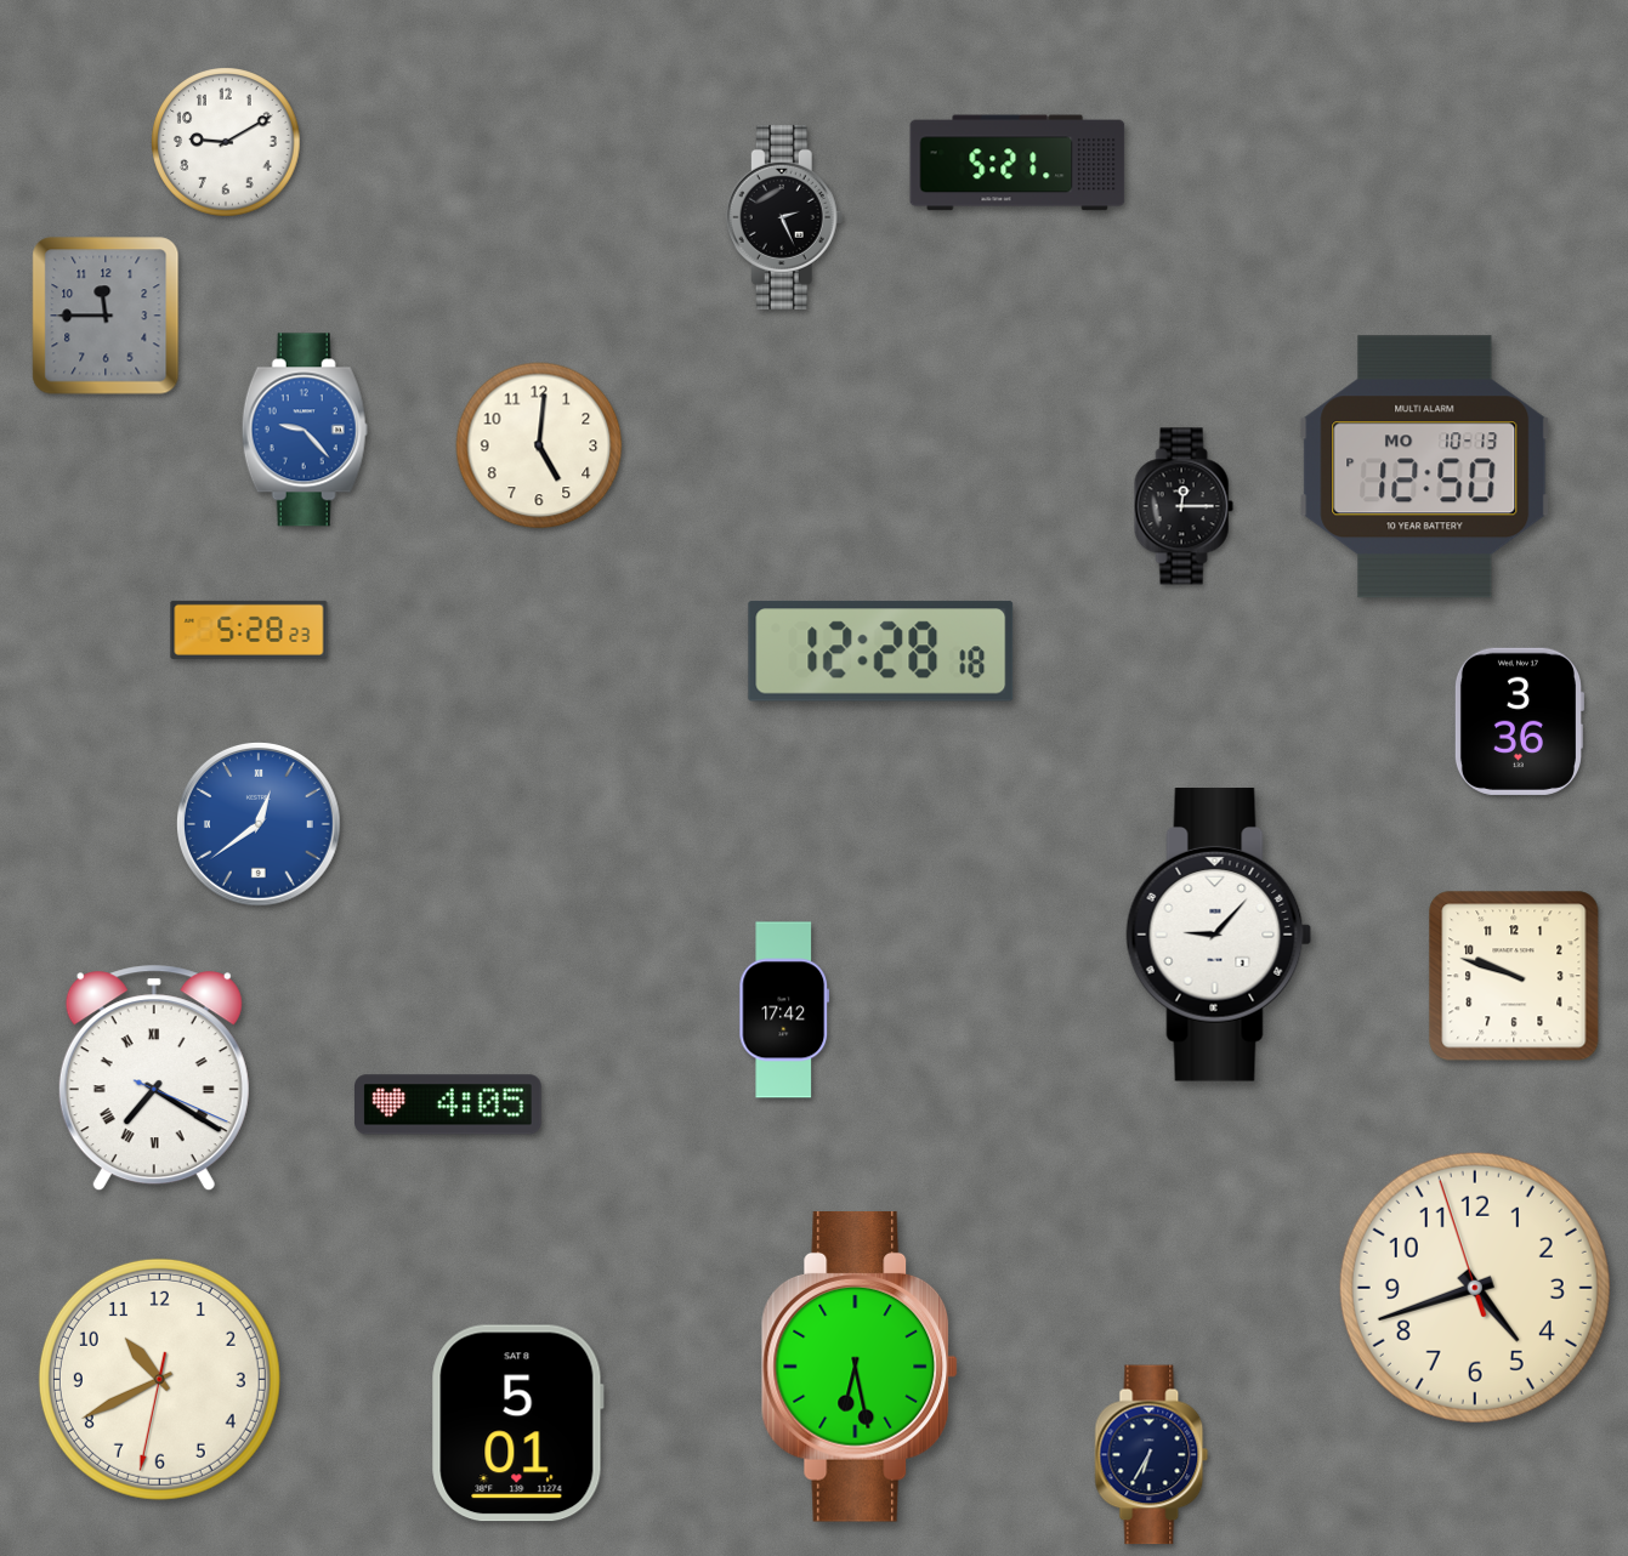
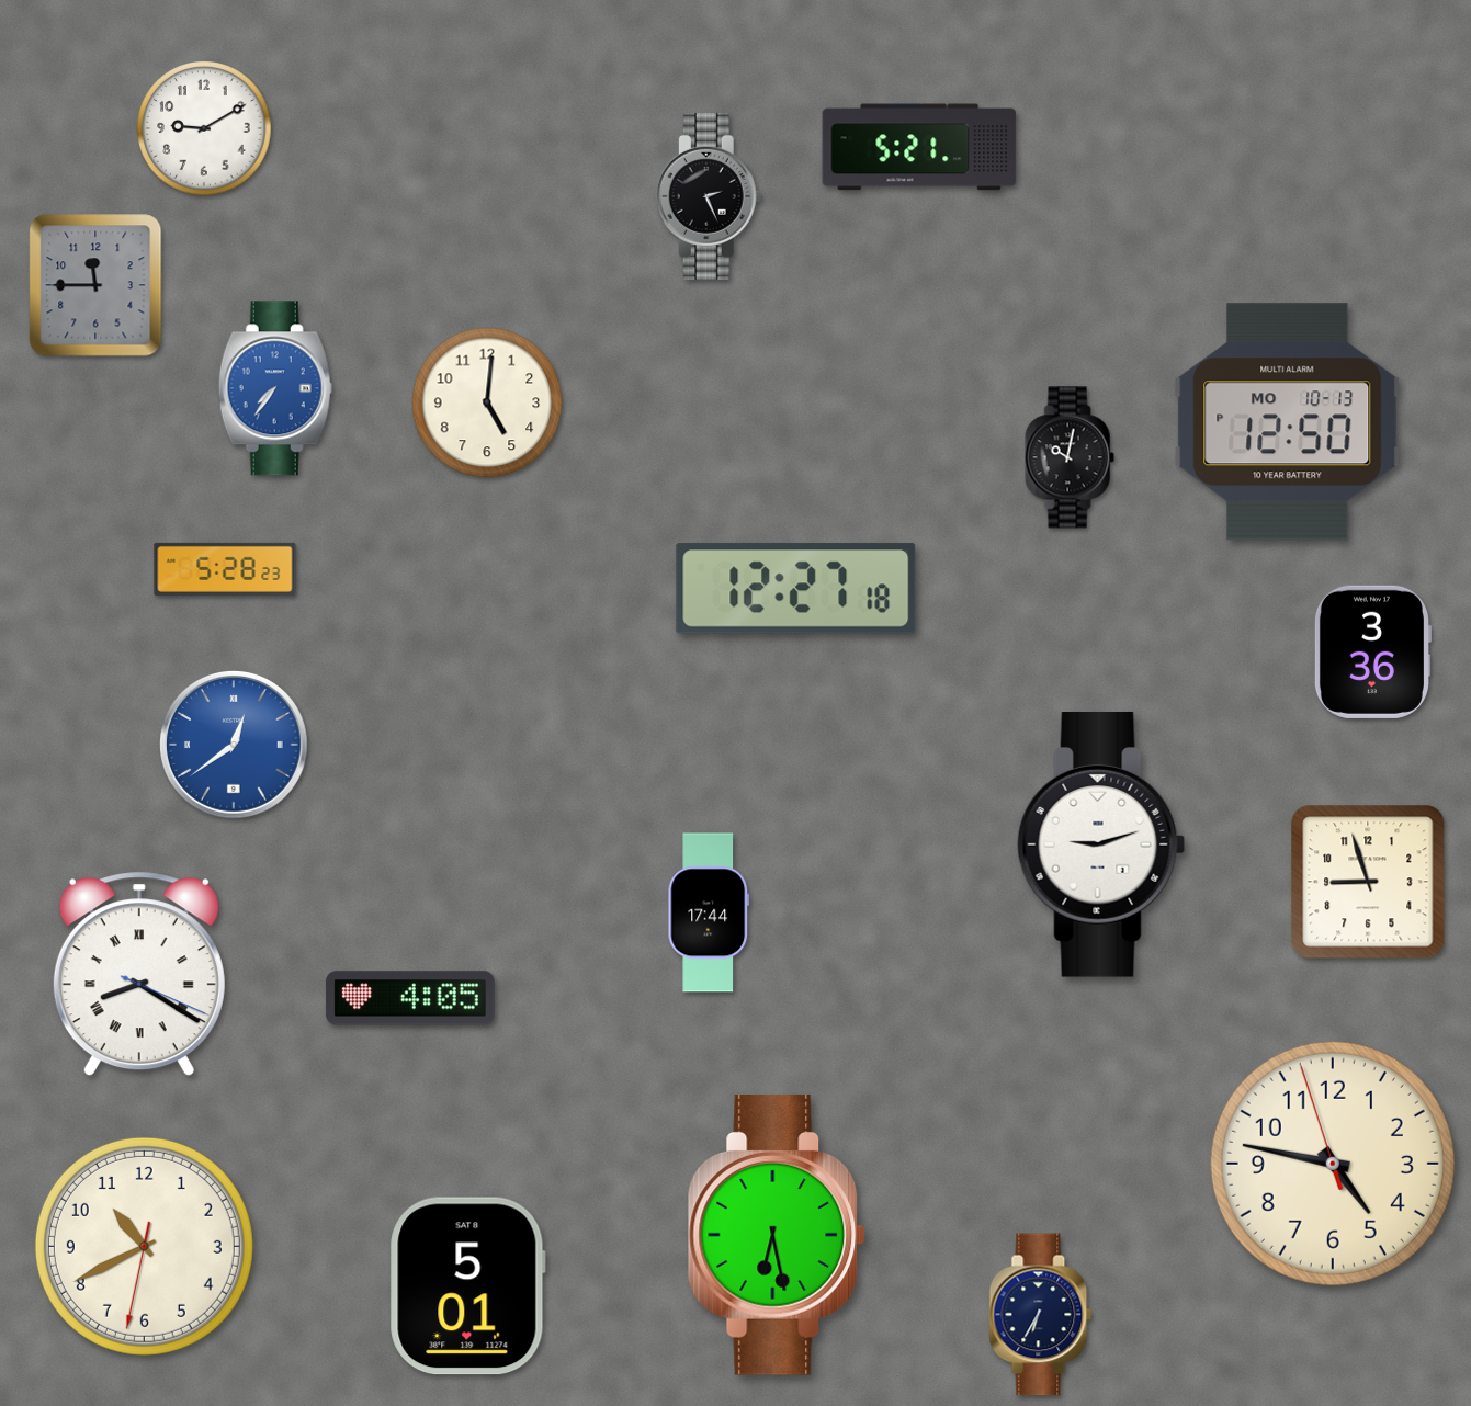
clock at (305, 430): 9:23 -> 7:36
clock at (1184, 506): 12:15 -> 10:02
clock at (881, 652): 12:28 -> 12:27
clock at (1219, 936): 9:07 -> 9:12
clock at (1514, 976): 9:48 -> 8:57
clock at (784, 1010): 17:42 -> 17:44
clock at (154, 1078): 7:20 -> 8:20
clock at (449, 1104) position: (449, 1104) -> (411, 998)
clock at (1475, 1288): 4:41 -> 4:46
